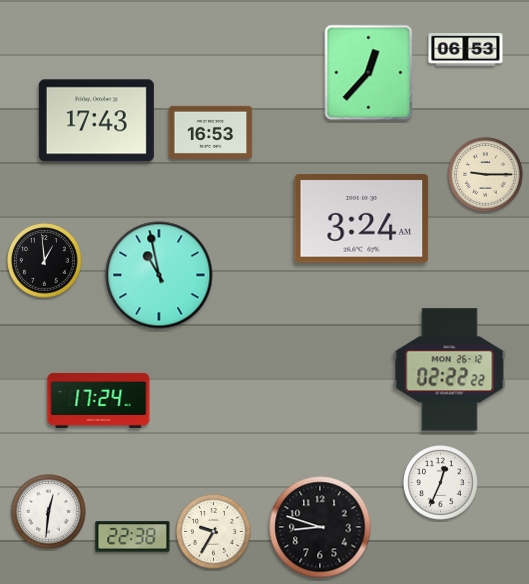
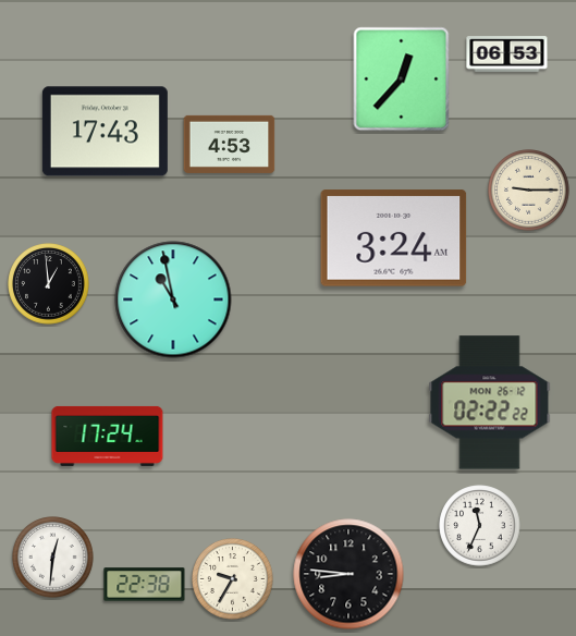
clock at (211, 132): 16:53 -> 4:53
clock at (441, 483): 12:34 -> 11:34
clock at (320, 527): 8:48 -> 8:46
